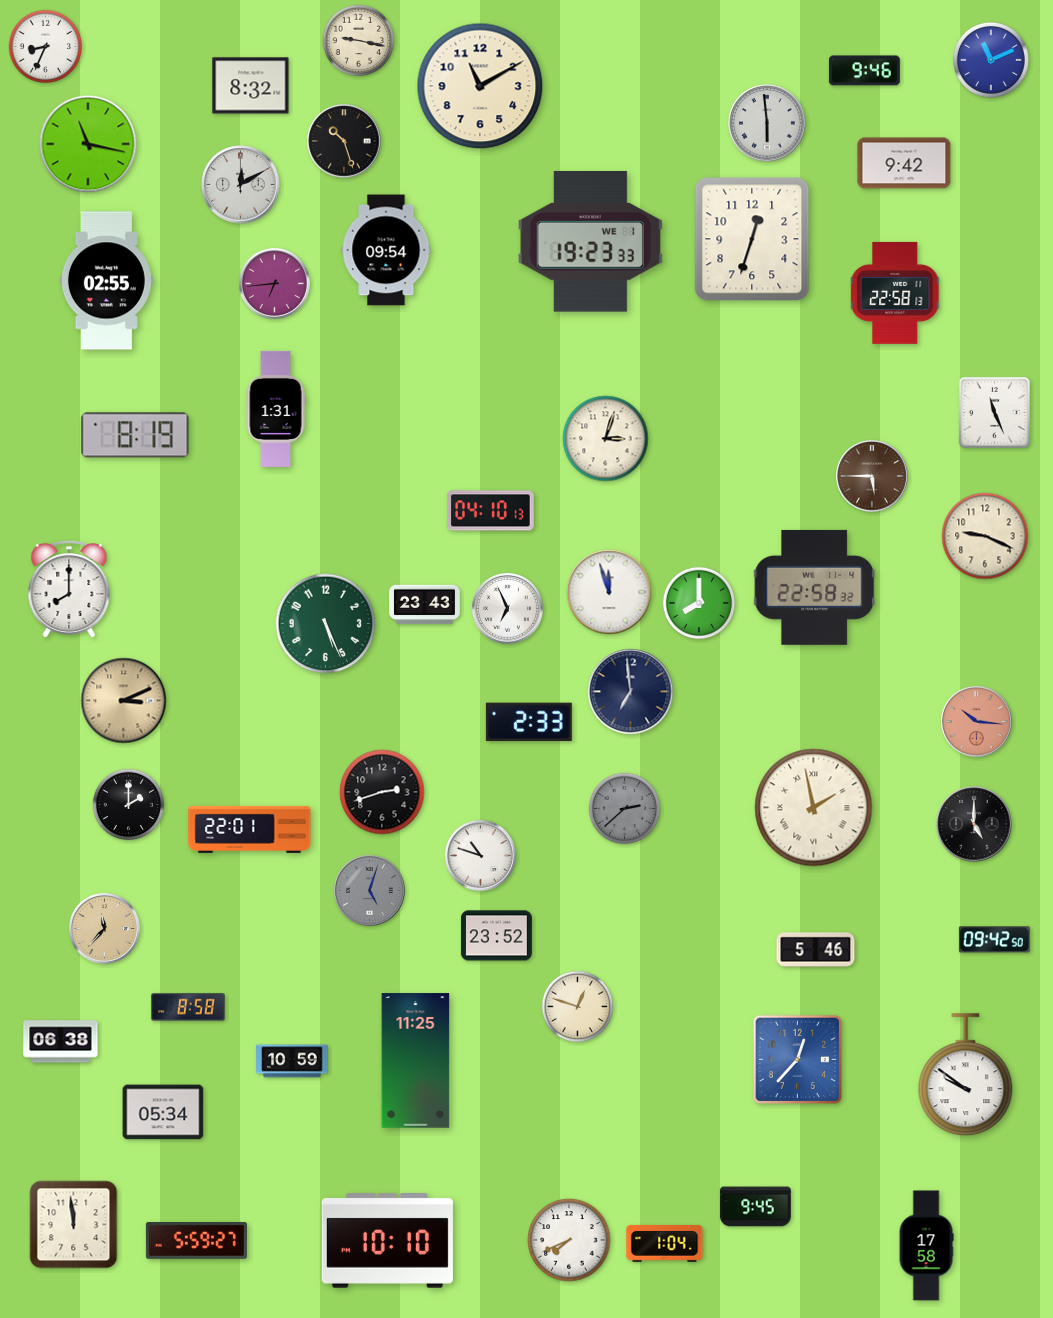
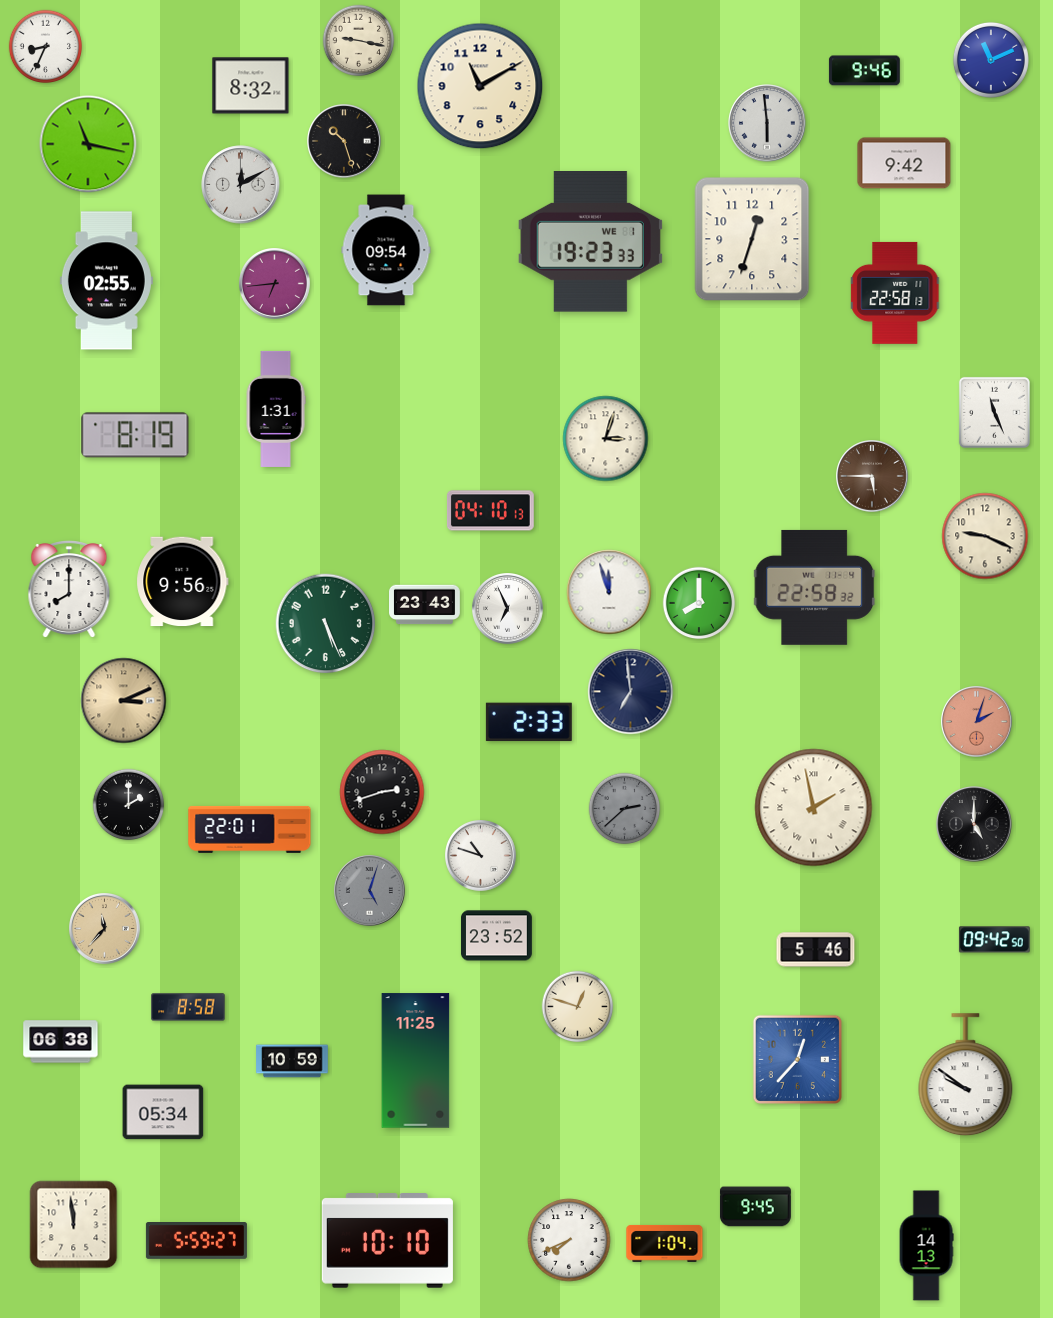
clock at (183, 582): none -> 9:56
clock at (977, 722): 10:16 -> 2:03
clock at (926, 1246): 17:58 -> 14:13
